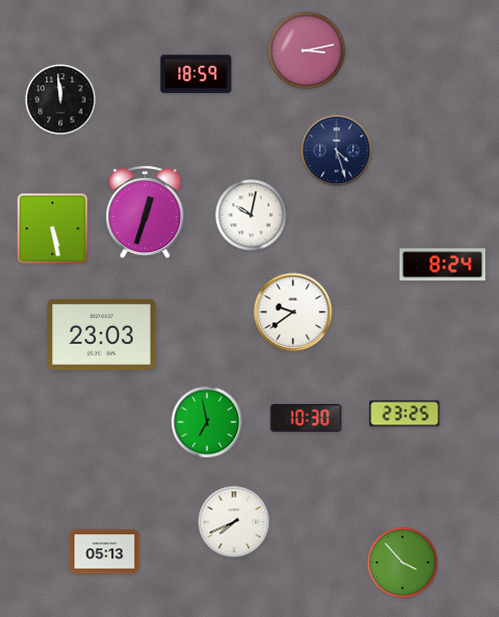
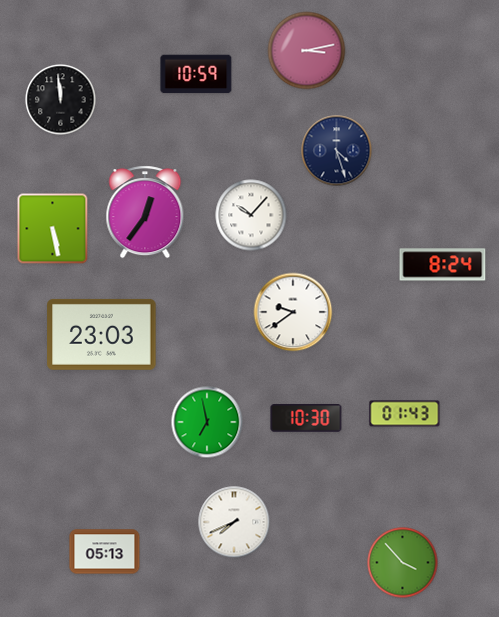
clock at (196, 74): 18:59 -> 10:59
clock at (145, 212): 12:33 -> 12:36
clock at (251, 215): 10:02 -> 10:07
clock at (405, 414): 23:25 -> 01:43
